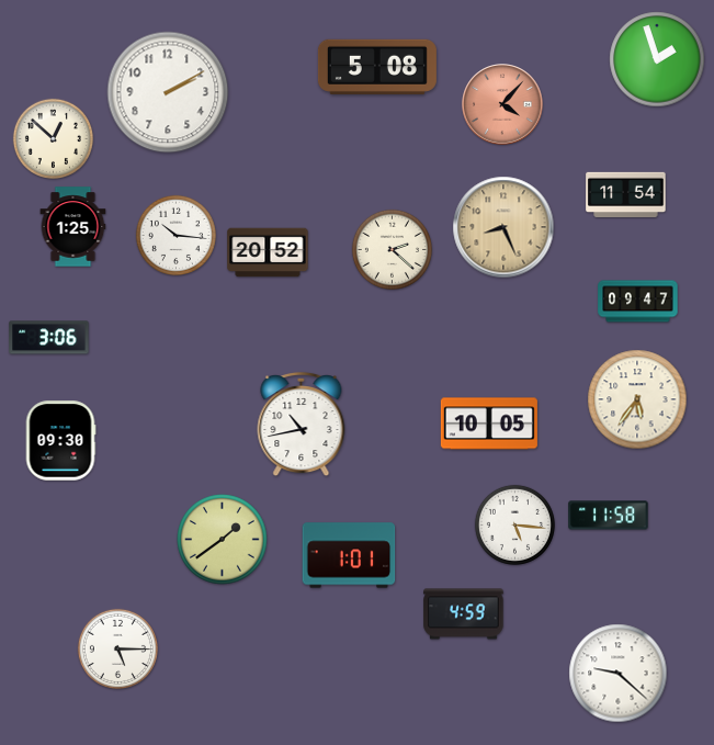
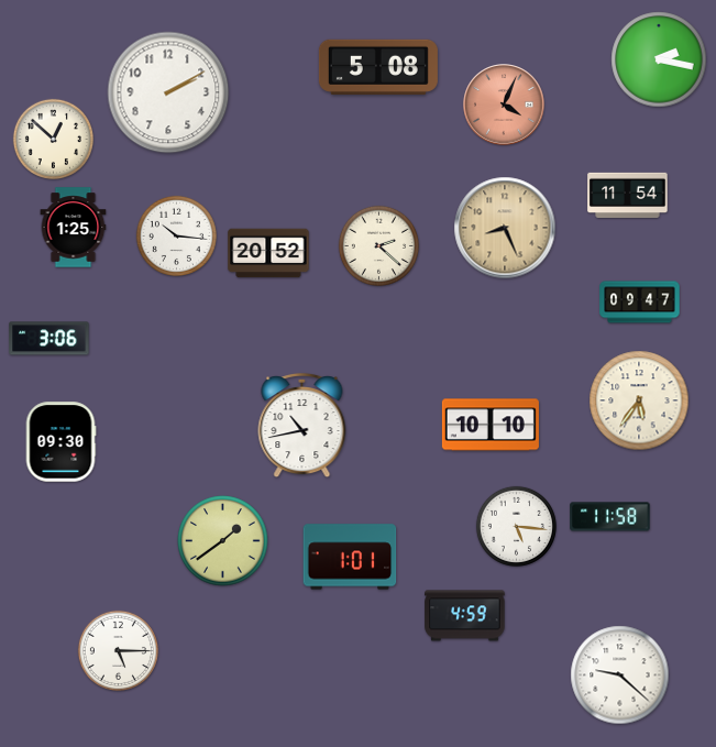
clock at (657, 59): 1:57 -> 2:17
clock at (502, 104): 4:07 -> 4:04
clock at (392, 249) position: (392, 249) -> (378, 245)
clock at (489, 424): 10:05 -> 10:10
